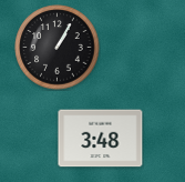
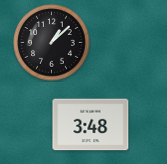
clock at (58, 48): 1:05 -> 1:08
